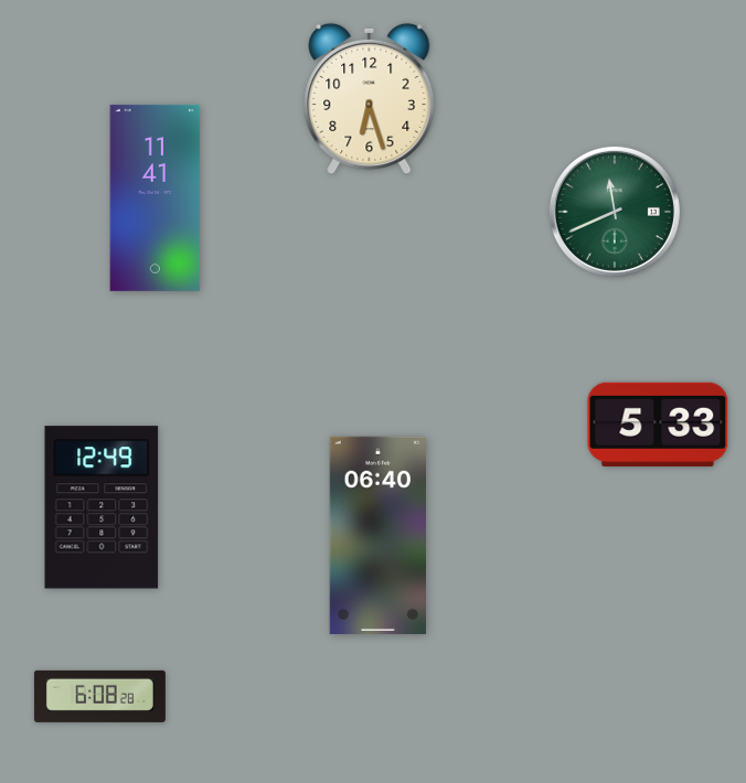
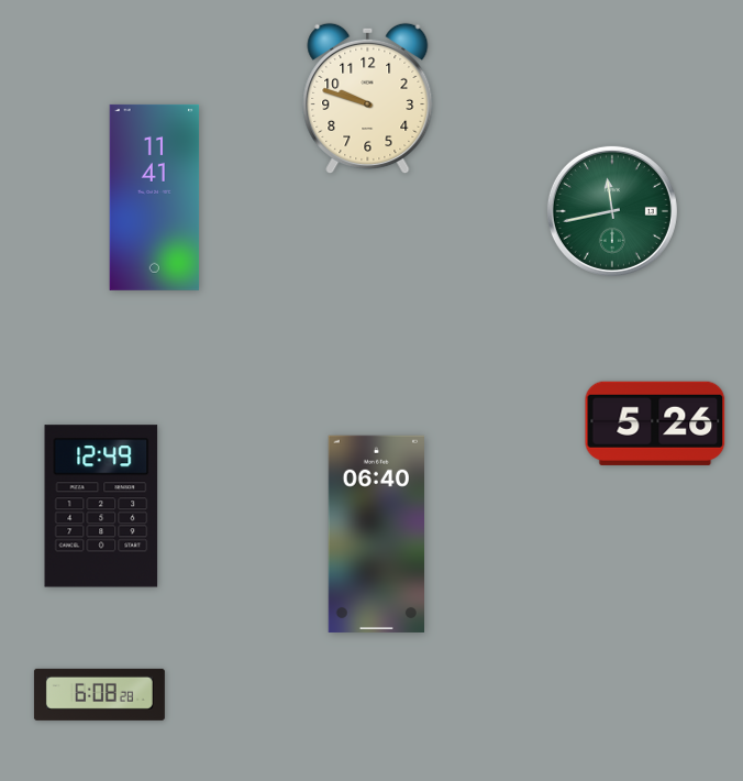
clock at (370, 99): 6:27 -> 9:48
clock at (615, 212): 11:41 -> 11:43
clock at (658, 425): 5:33 -> 5:26
